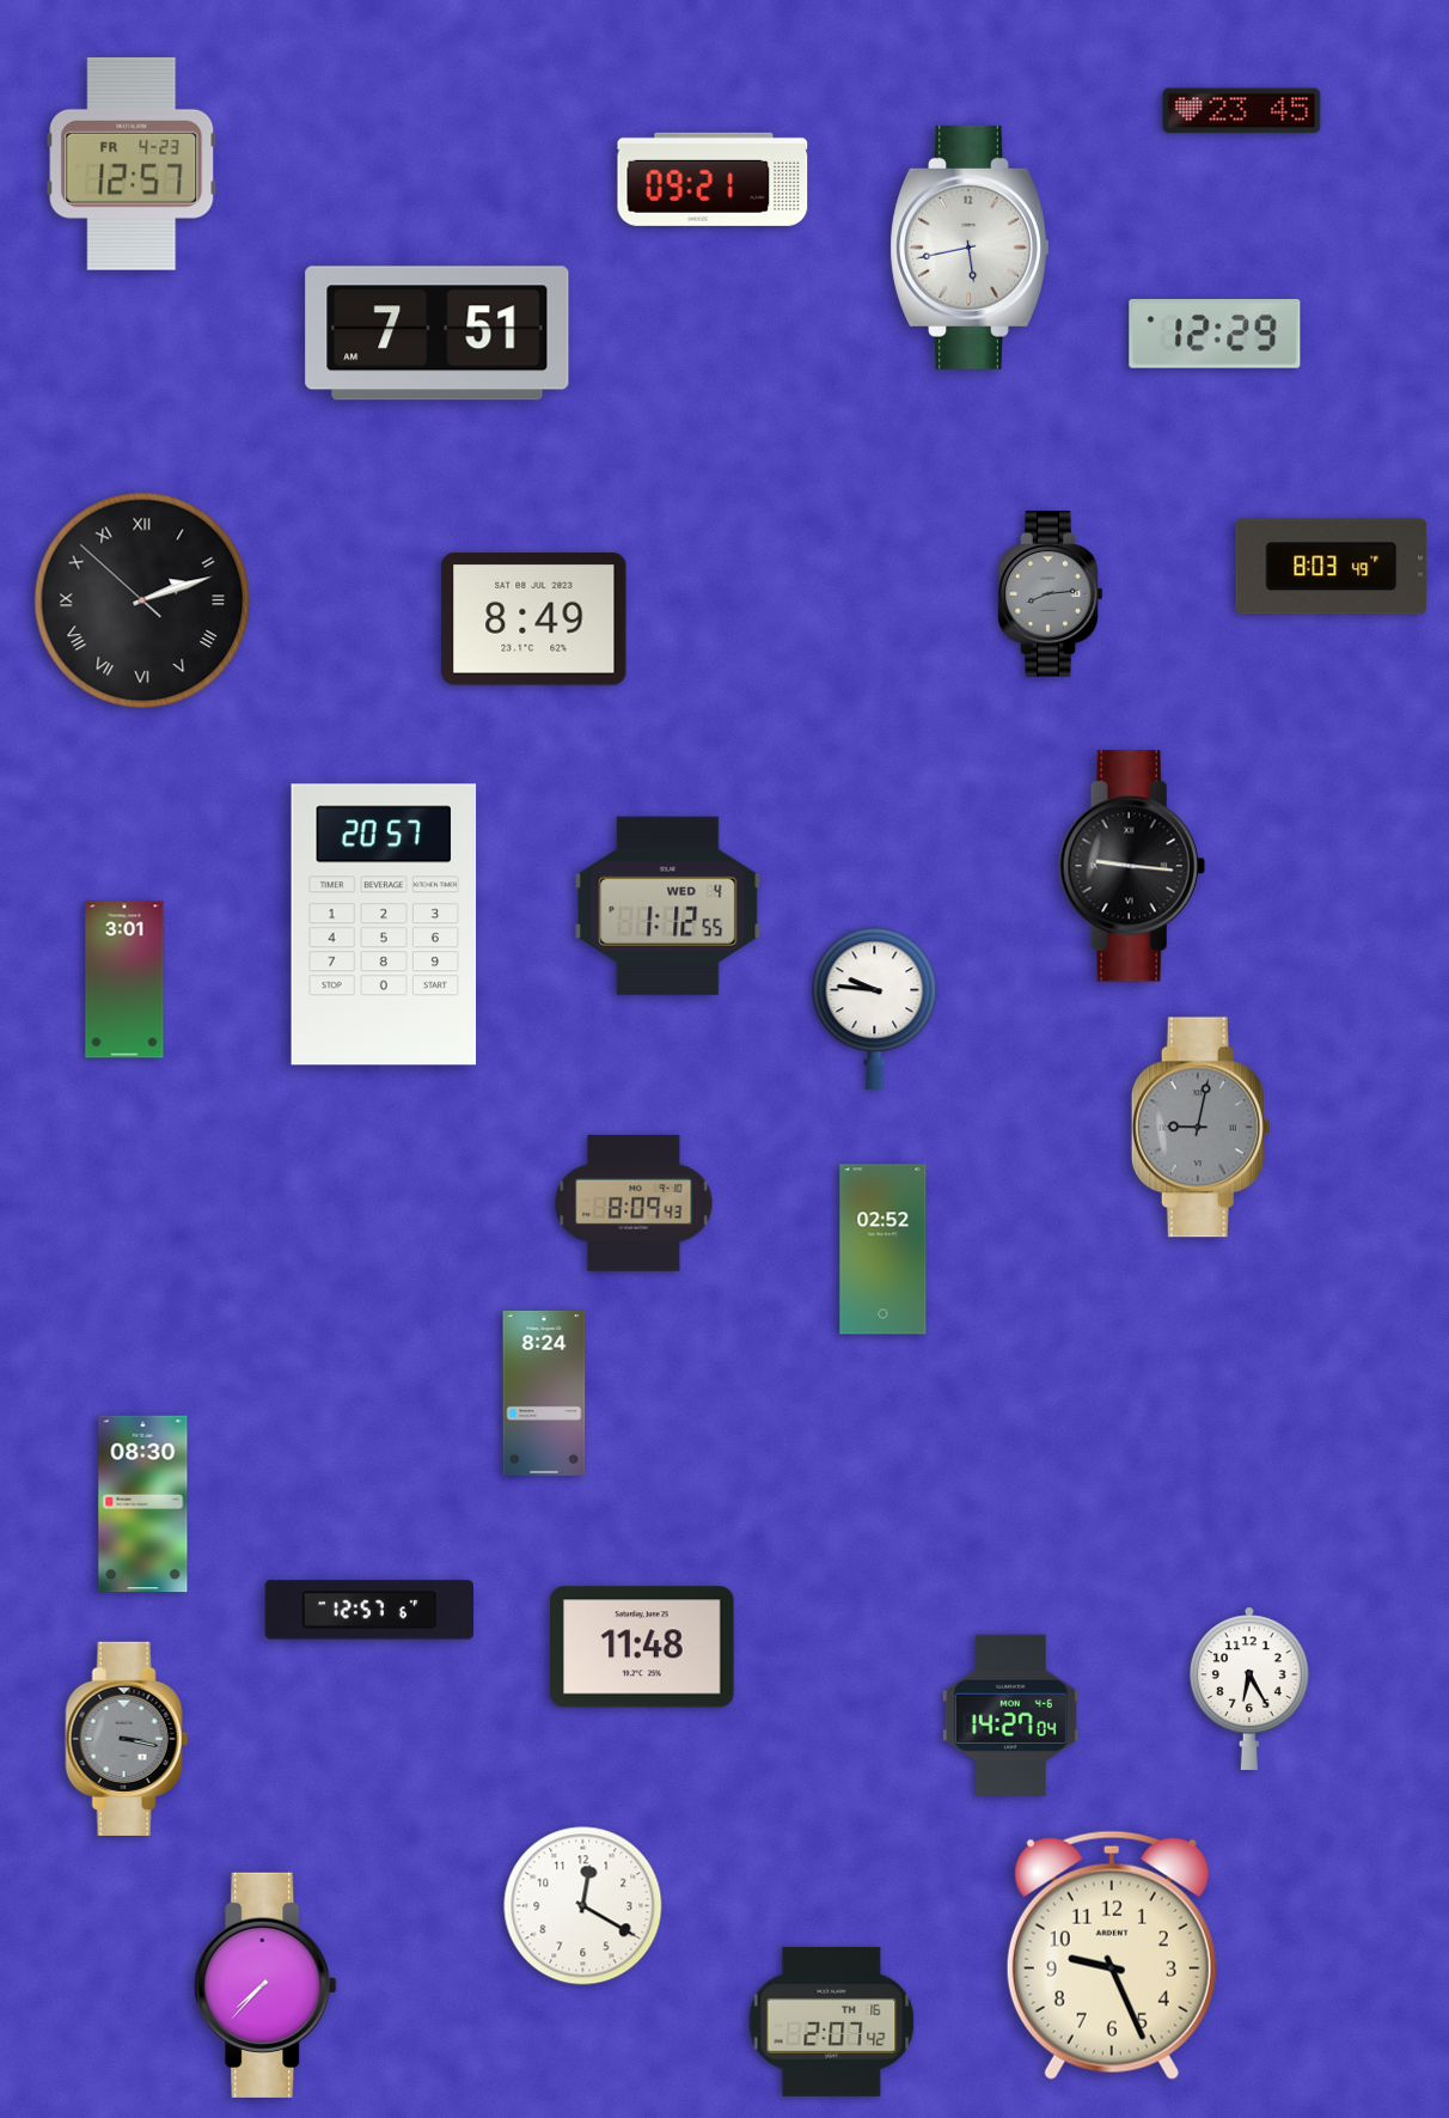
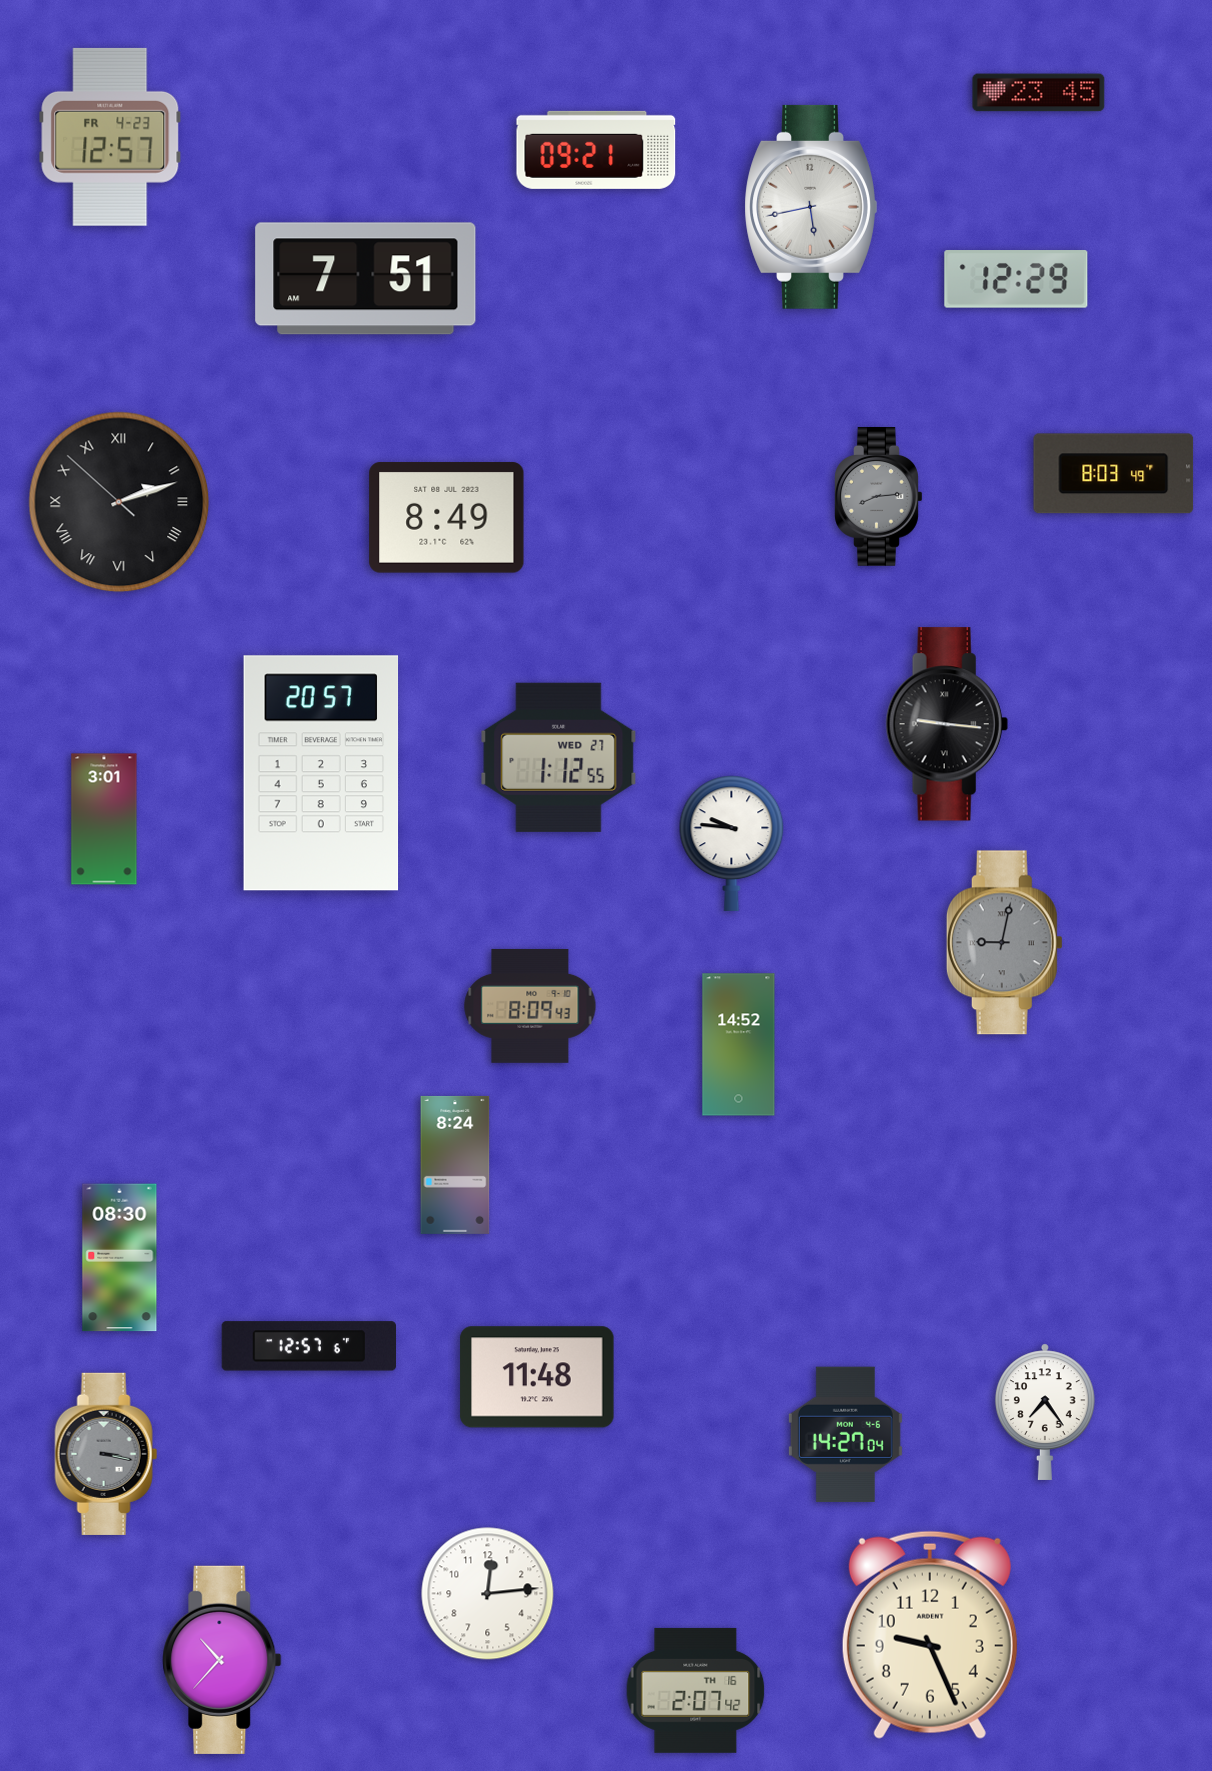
clock at (668, 905) date: WED 4 -> WED 27
clock at (884, 1250): 02:52 -> 14:52
clock at (1249, 1689): 6:25 -> 7:24
clock at (583, 1906): 12:20 -> 12:14
clock at (265, 1985): 7:37 -> 10:37
